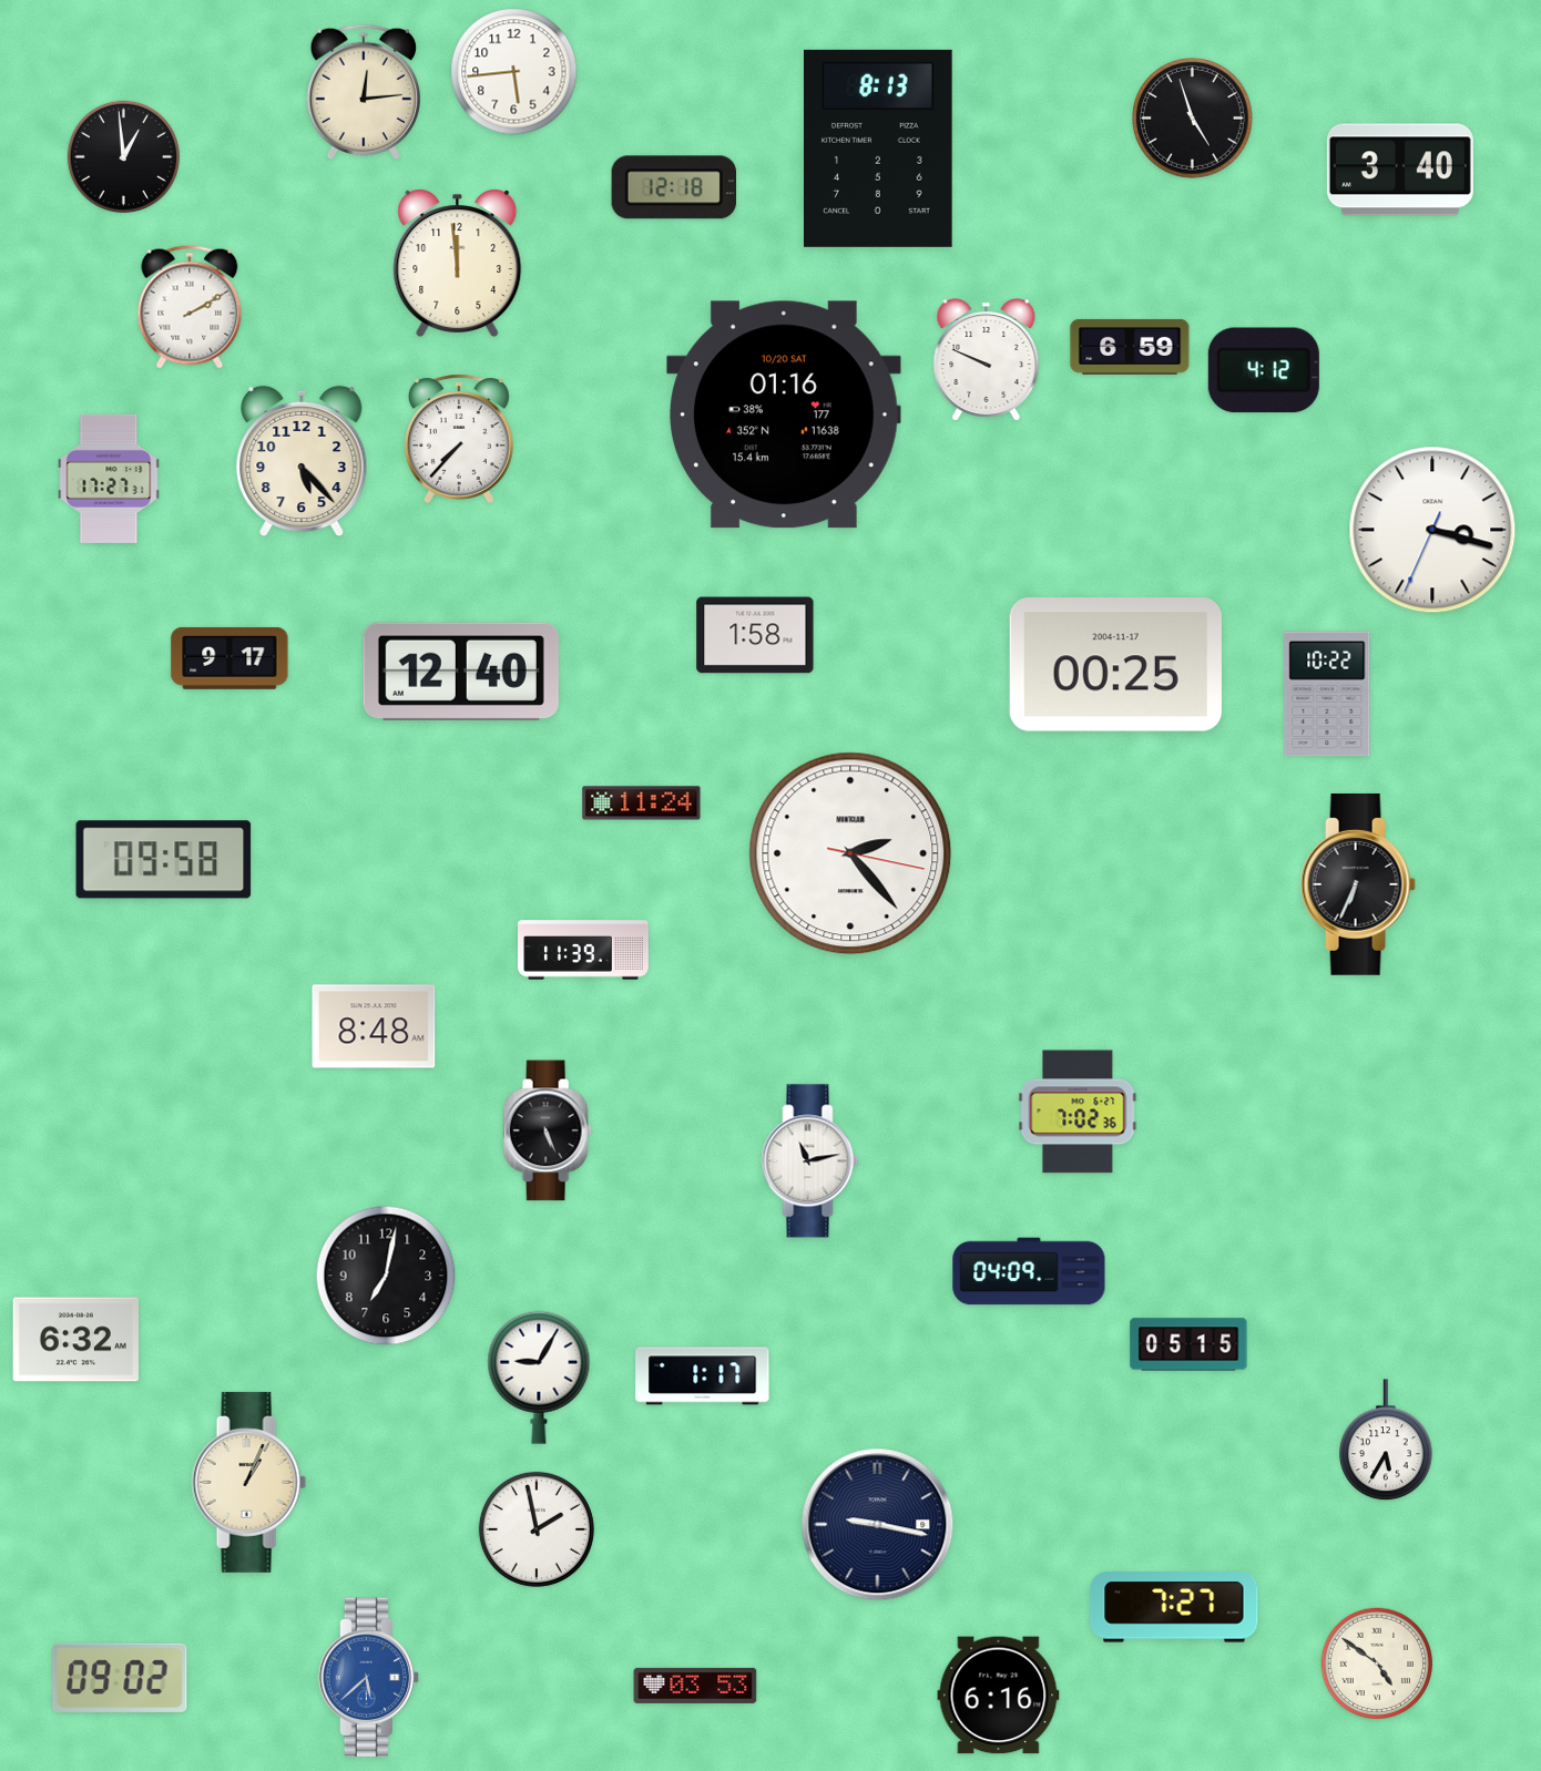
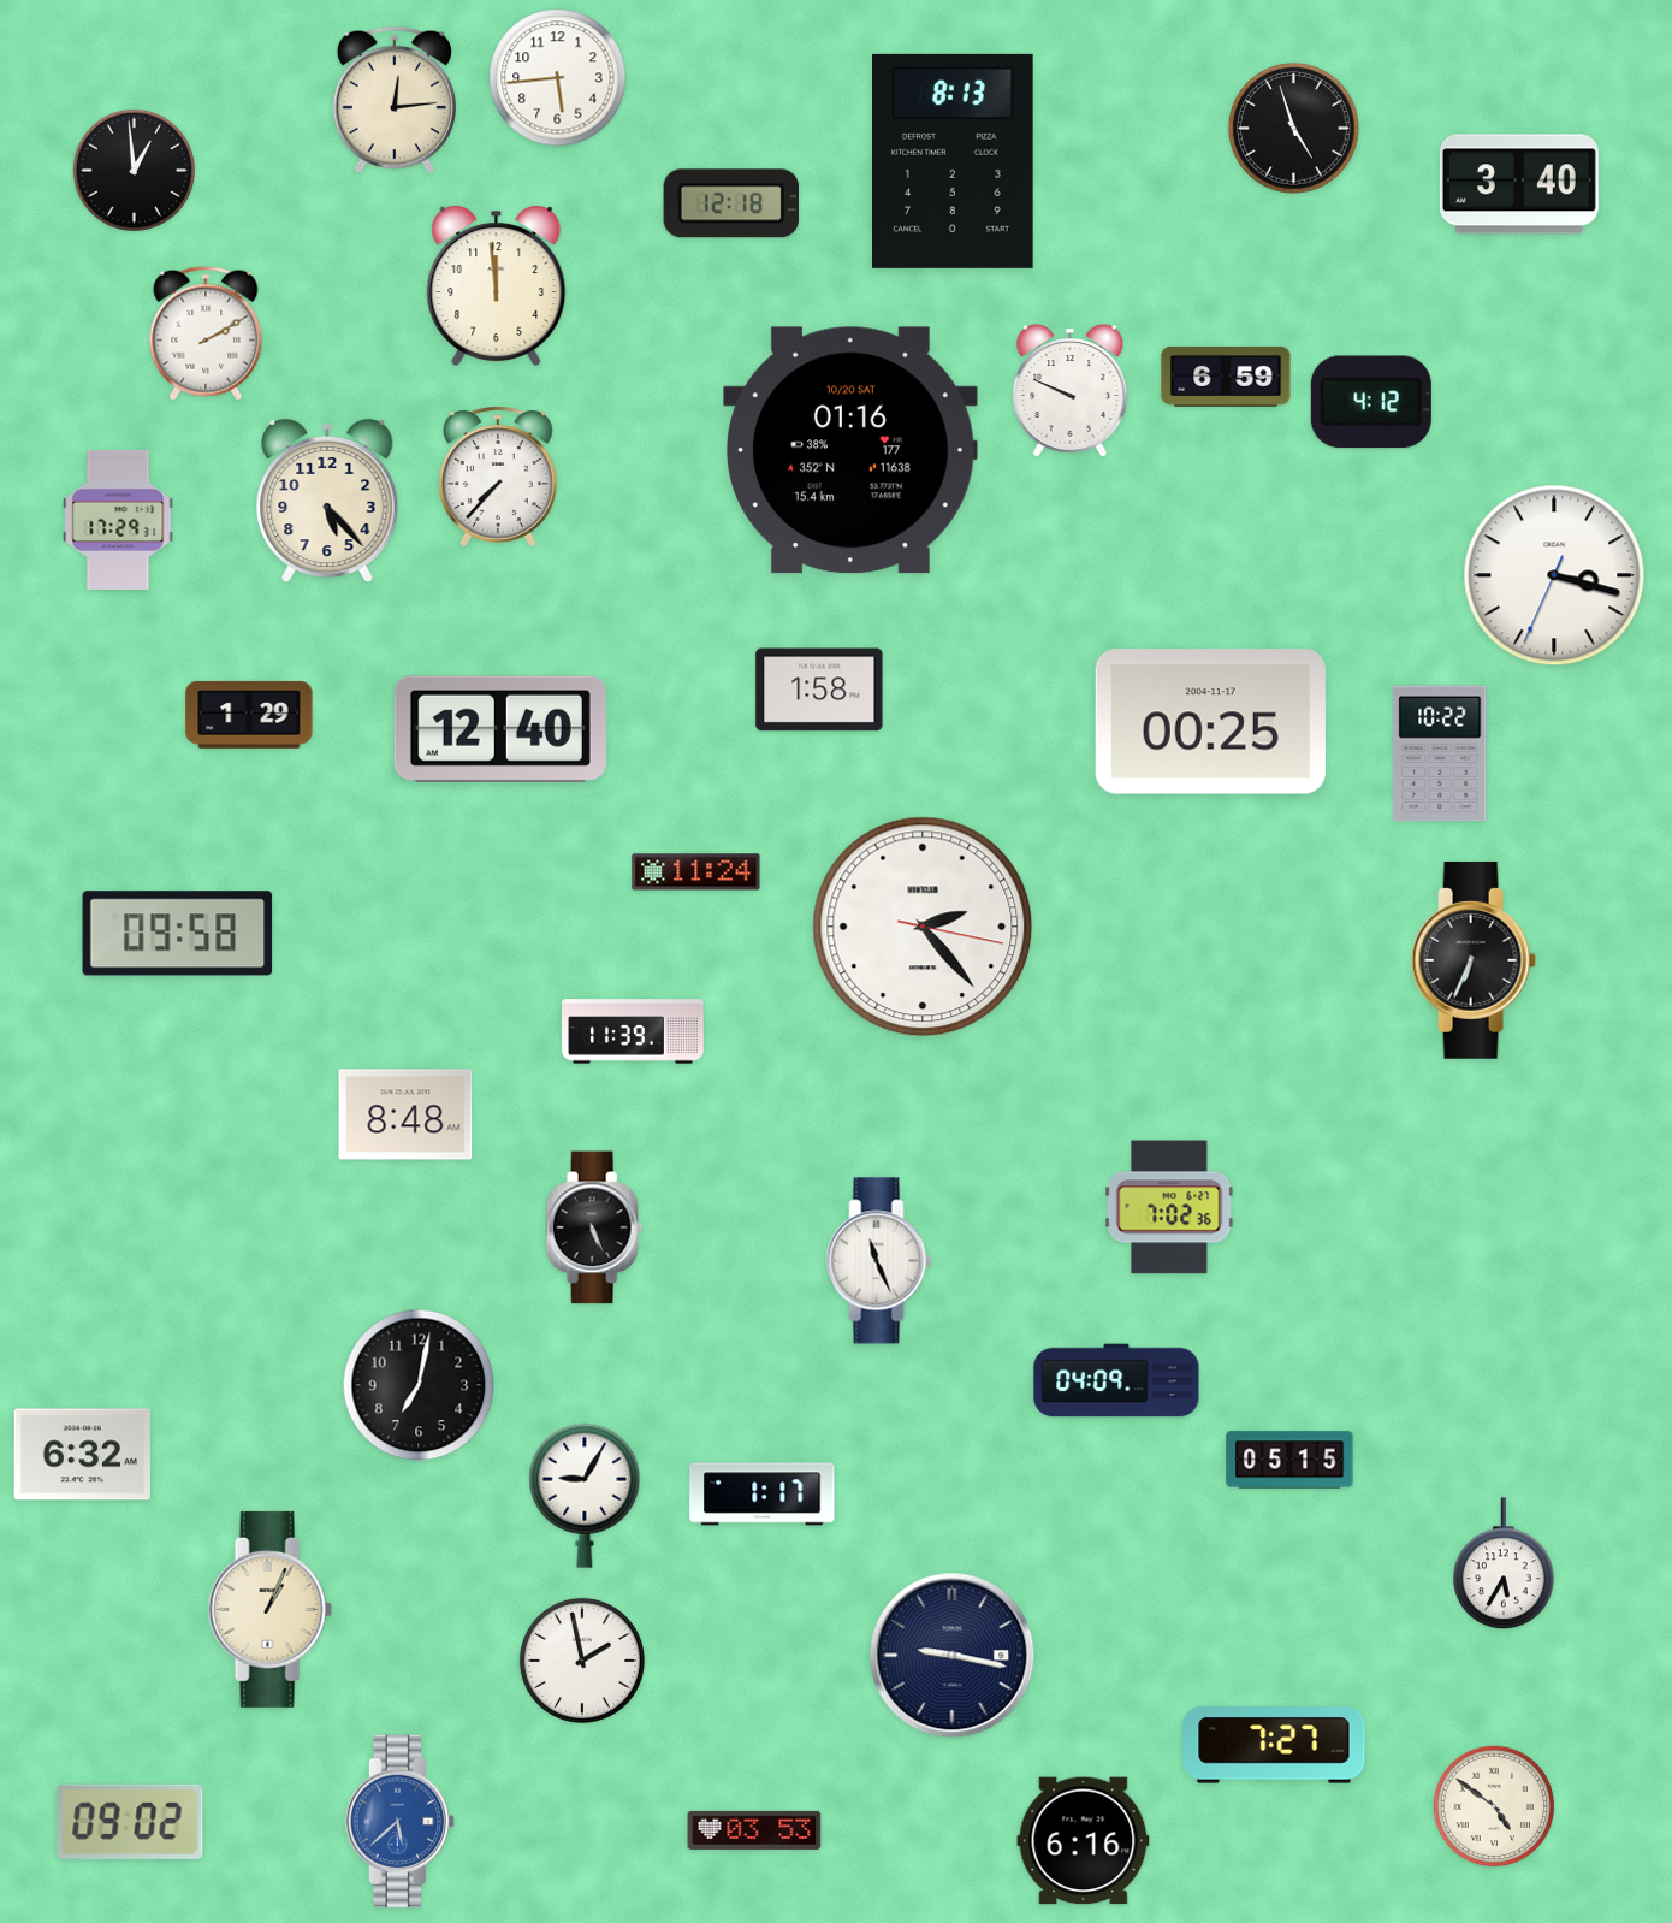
clock at (109, 479): 17:27 -> 17:29
clock at (229, 658): 9:17 -> 1:29
clock at (810, 1161): 11:13 -> 11:26
